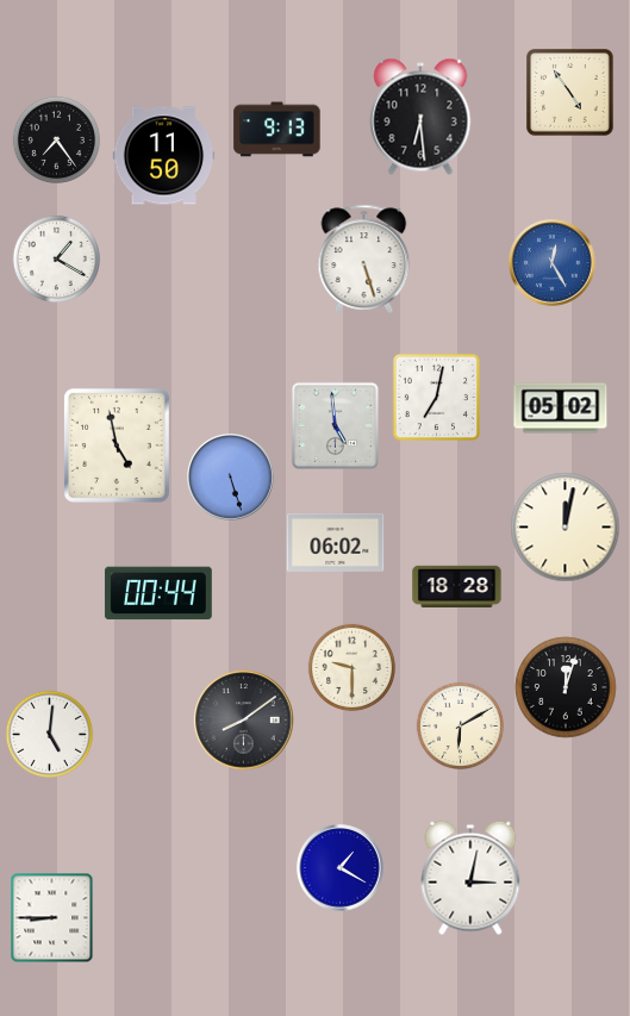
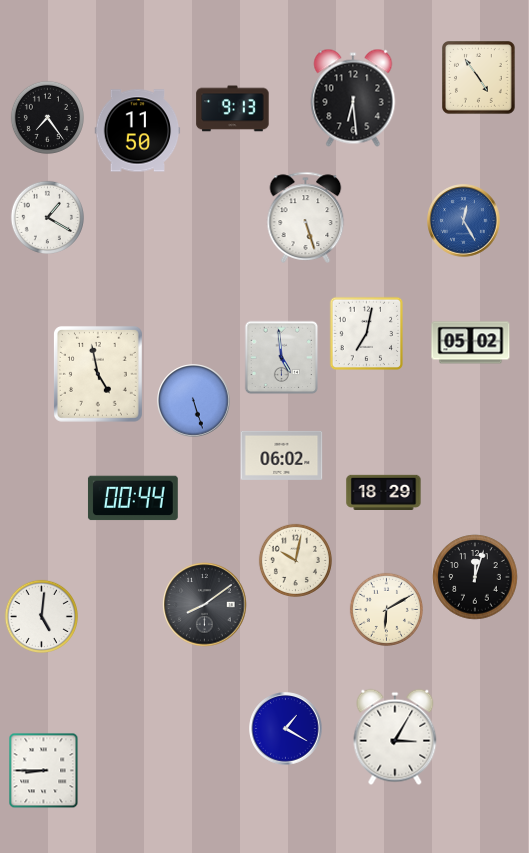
clock at (566, 528): 12:02 -> none
clock at (457, 586): 18:28 -> 18:29
clock at (351, 667): 9:30 -> 10:02
clock at (470, 878): 3:02 -> 3:05
